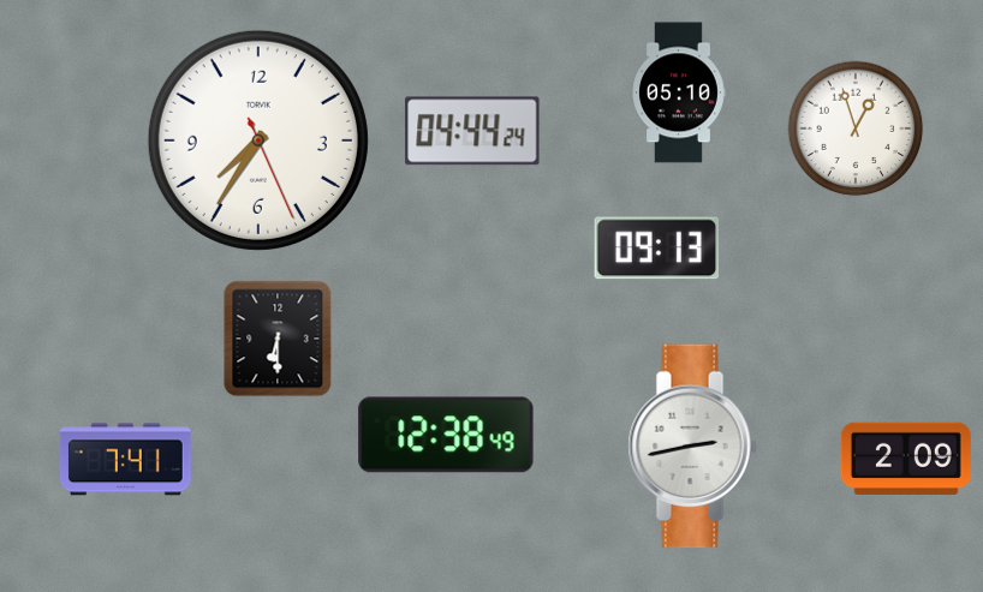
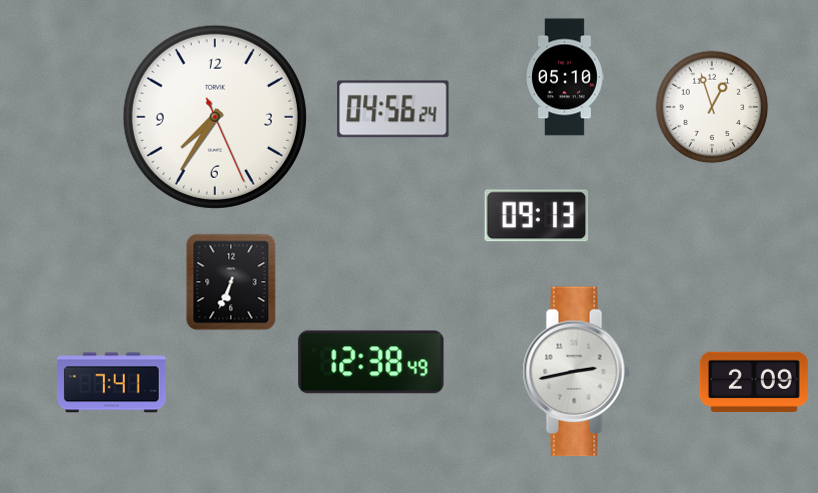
clock at (472, 131): 04:44 -> 04:56
clock at (657, 249) position: (657, 249) -> (537, 216)
clock at (278, 339): 6:30 -> 6:34
clock at (125, 460) position: (125, 460) -> (111, 383)
